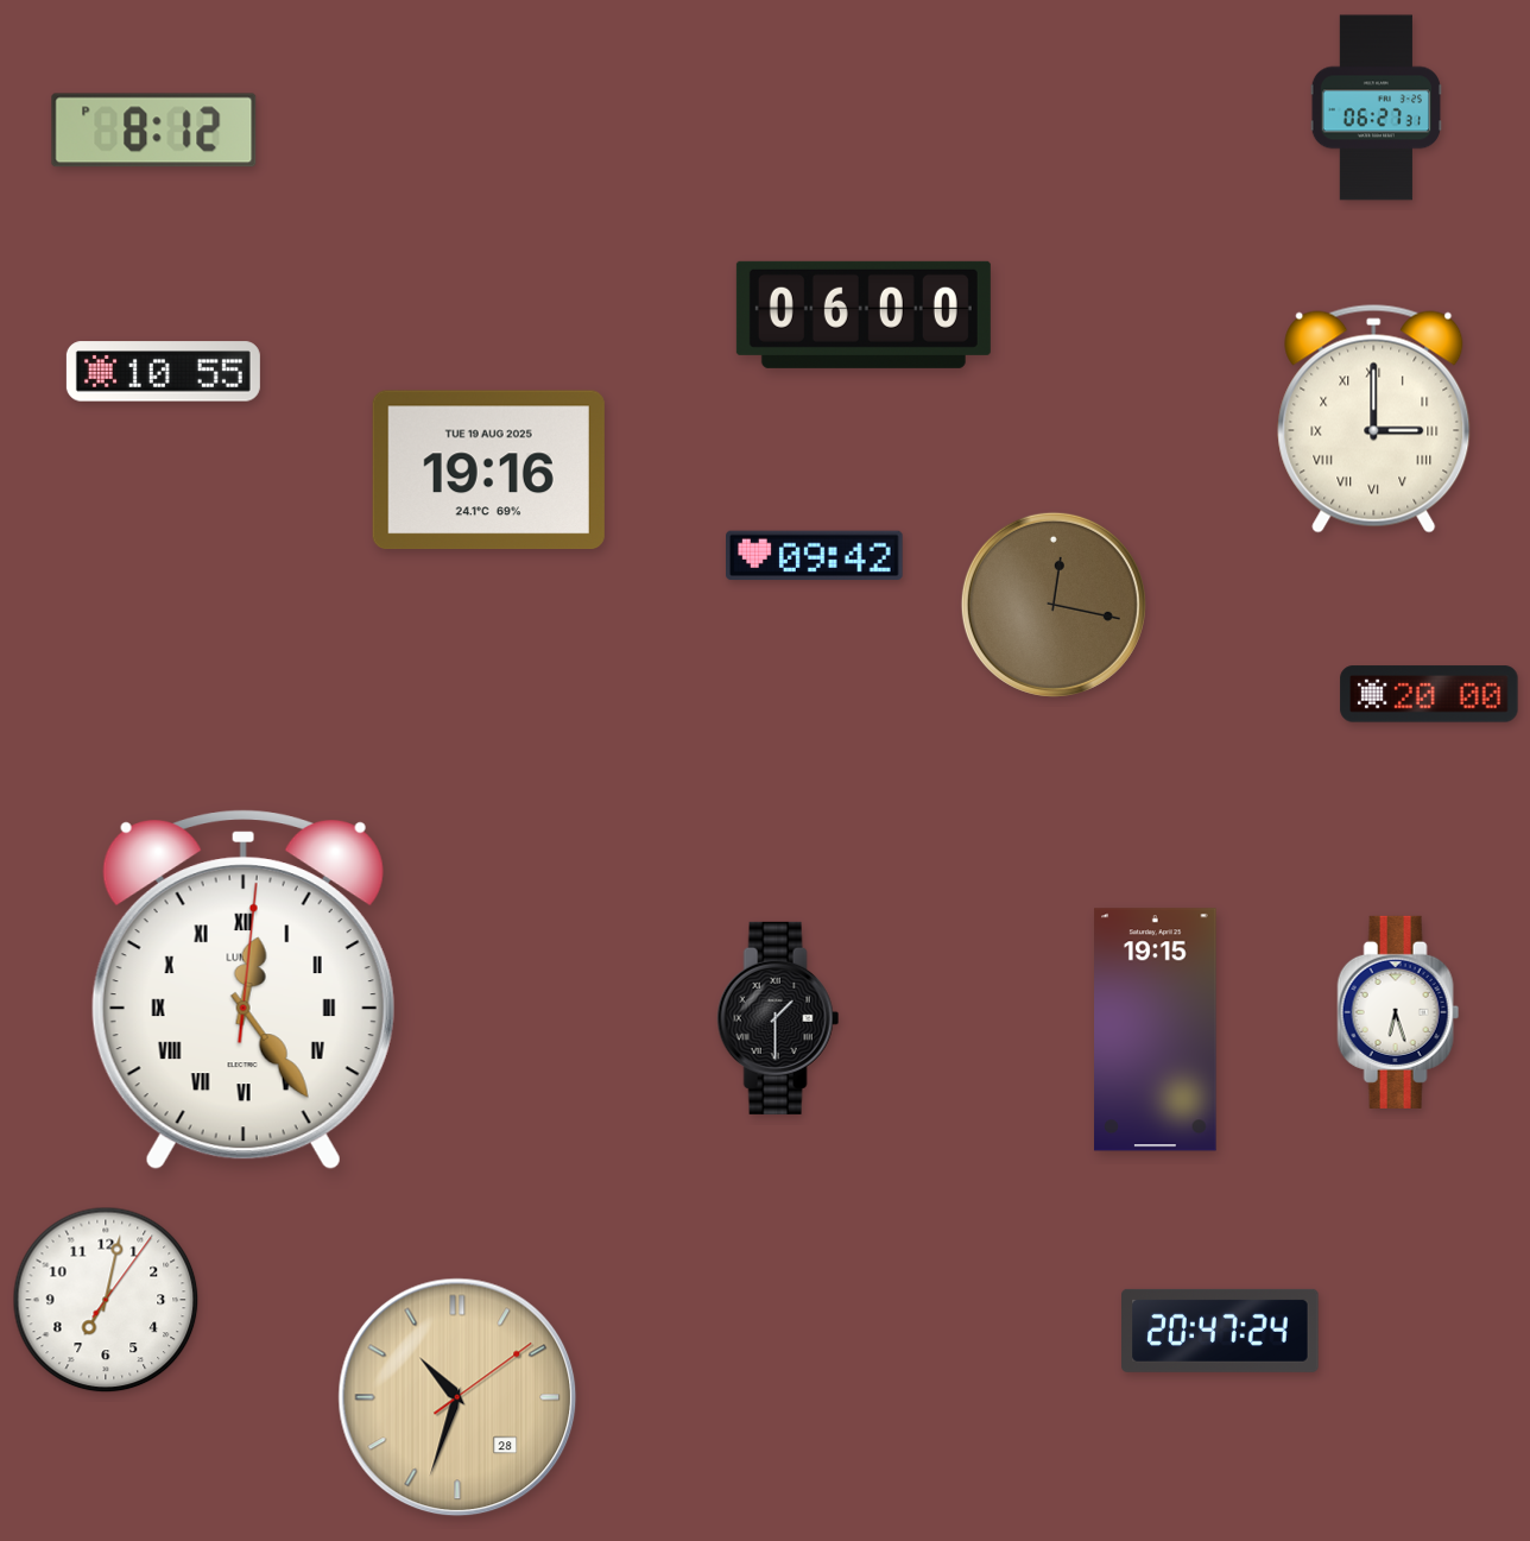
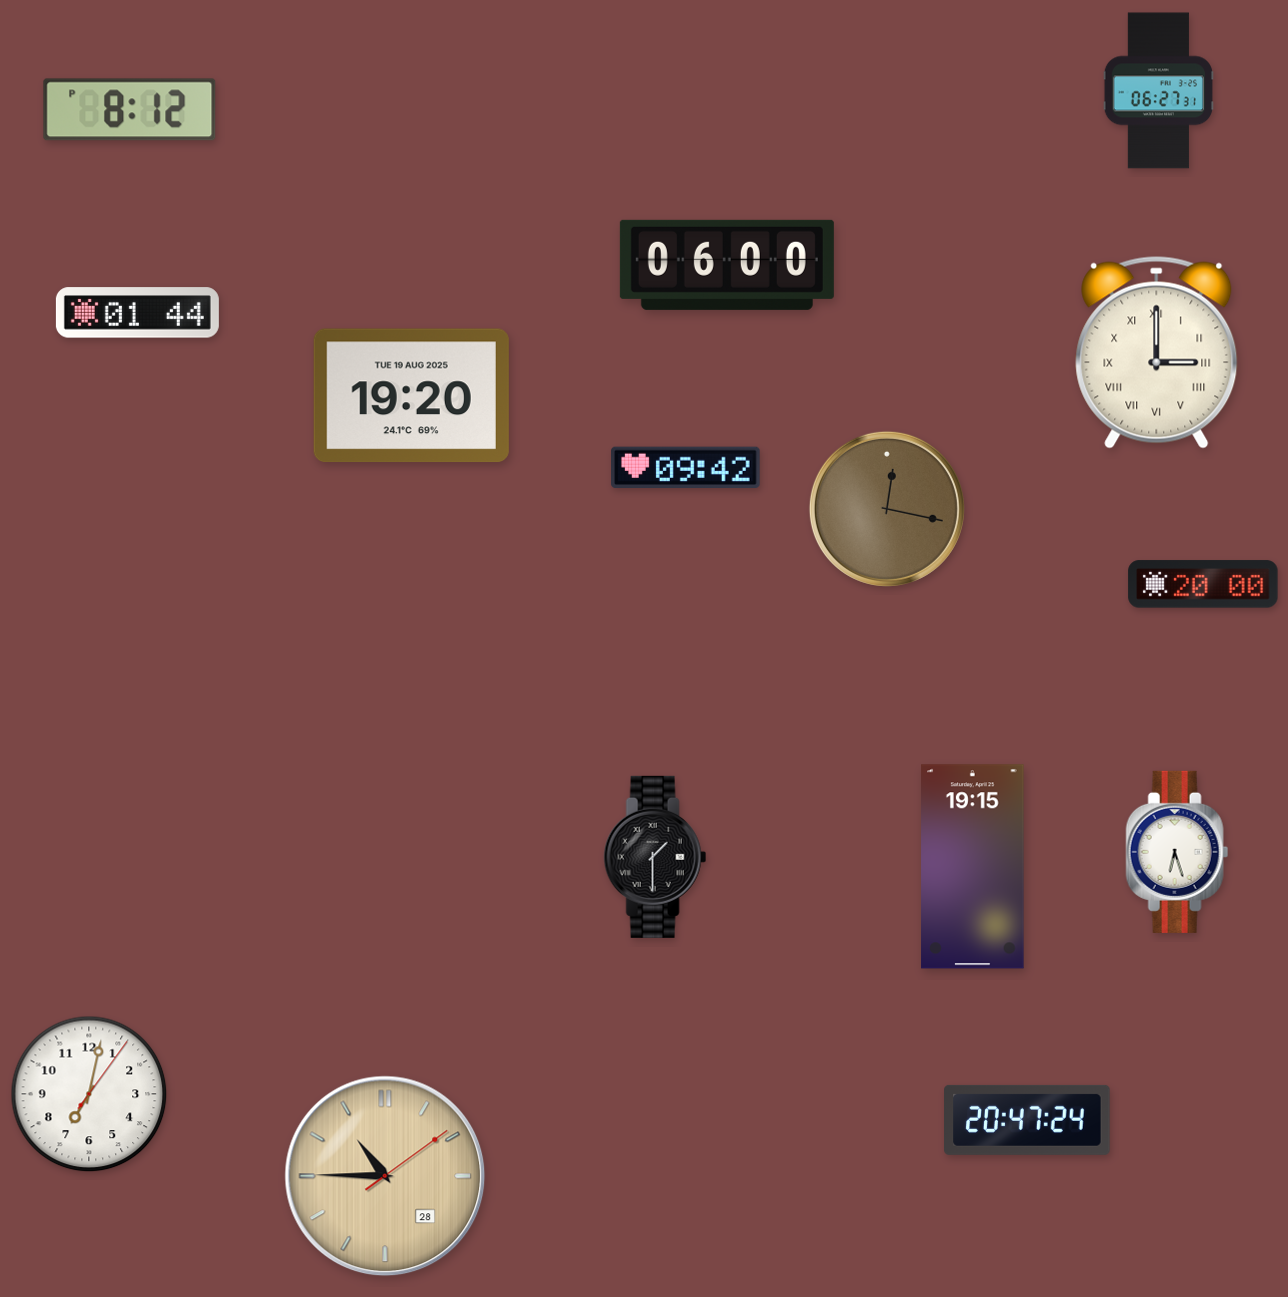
clock at (163, 372): 10:55 -> 01:44
clock at (488, 470): 19:16 -> 19:20
clock at (244, 990): 12:24 -> none
clock at (457, 1397): 10:33 -> 10:45
